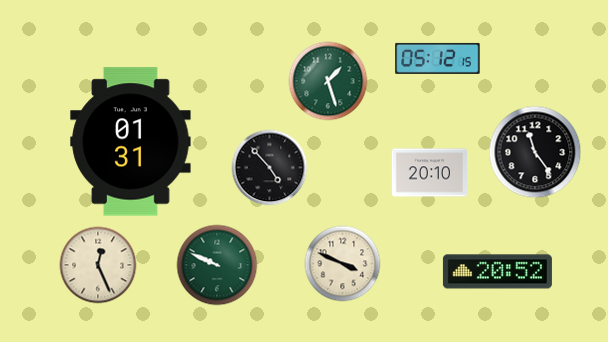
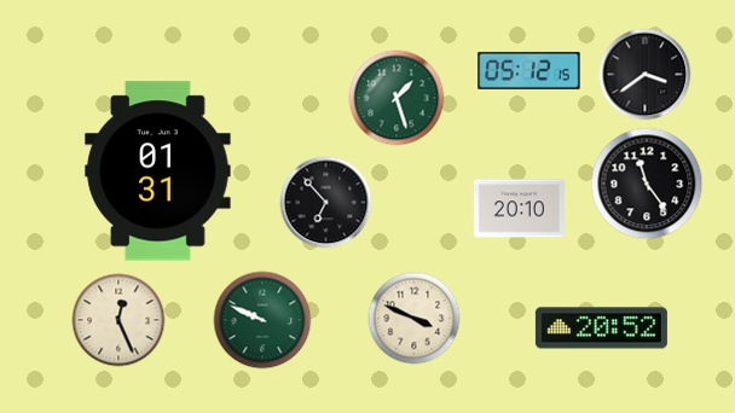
clock at (646, 75): none -> 3:39
clock at (270, 168): 4:53 -> 6:53
